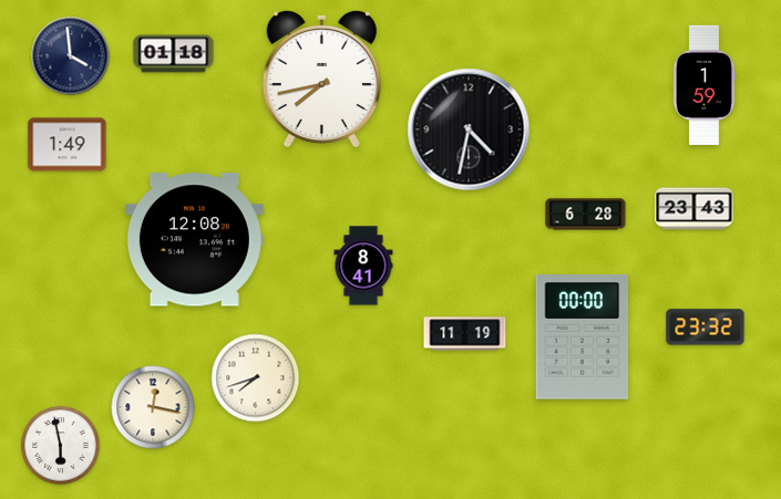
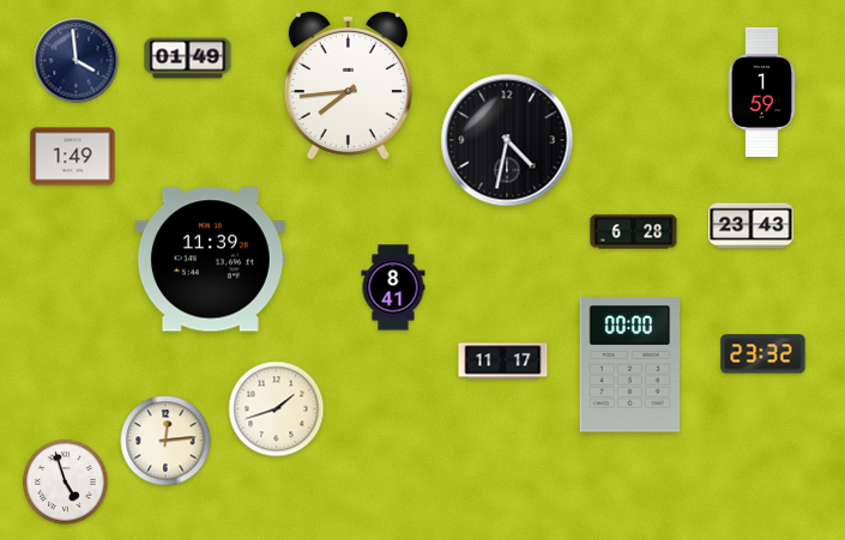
clock at (174, 54): 01:18 -> 01:49
clock at (321, 79): 7:43 -> 7:44
clock at (194, 240): 12:08 -> 11:39
clock at (465, 334): 11:19 -> 11:17
clock at (256, 378): 7:42 -> 1:42
clock at (153, 407): 12:17 -> 12:14
clock at (61, 446): 5:58 -> 4:57
